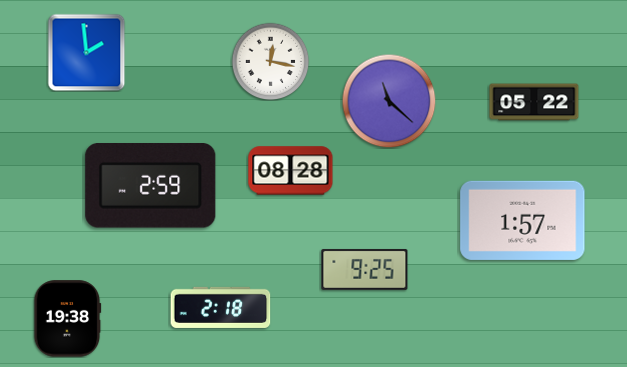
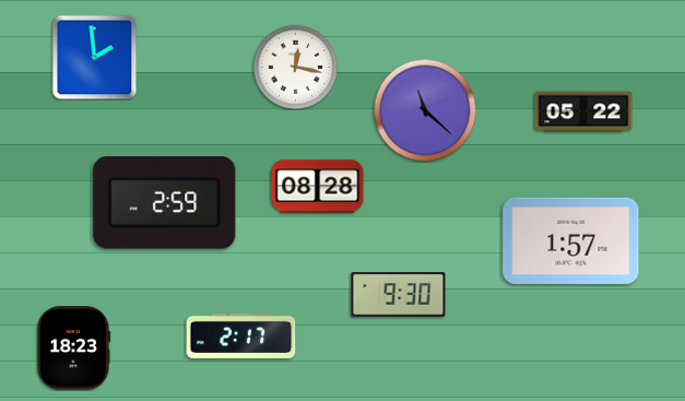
clock at (365, 269): 9:25 -> 9:30
clock at (221, 307): 2:18 -> 2:17
clock at (67, 319): 19:38 -> 18:23
